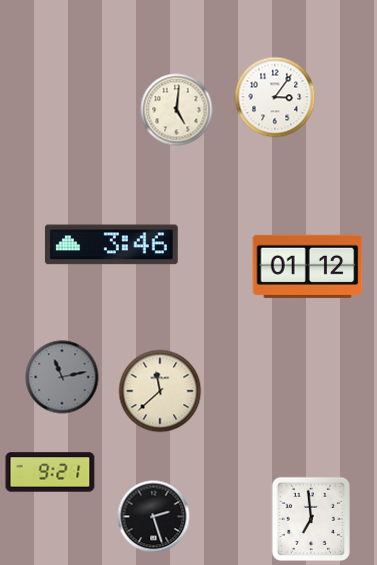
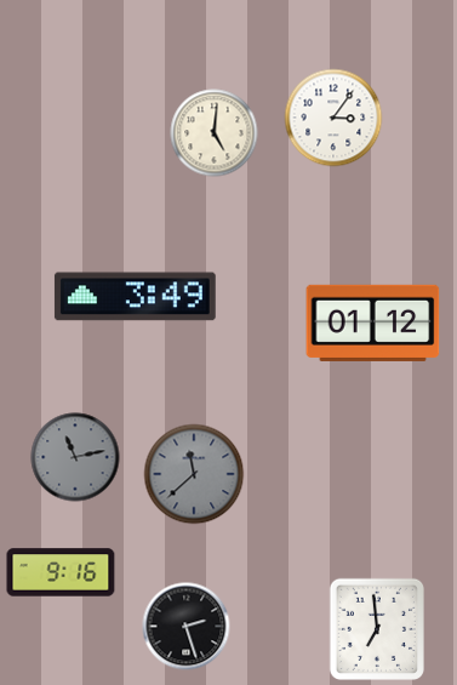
clock at (111, 245): 3:46 -> 3:49
clock at (160, 391) dial: cream -> grey
clock at (50, 472): 9:21 -> 9:16
